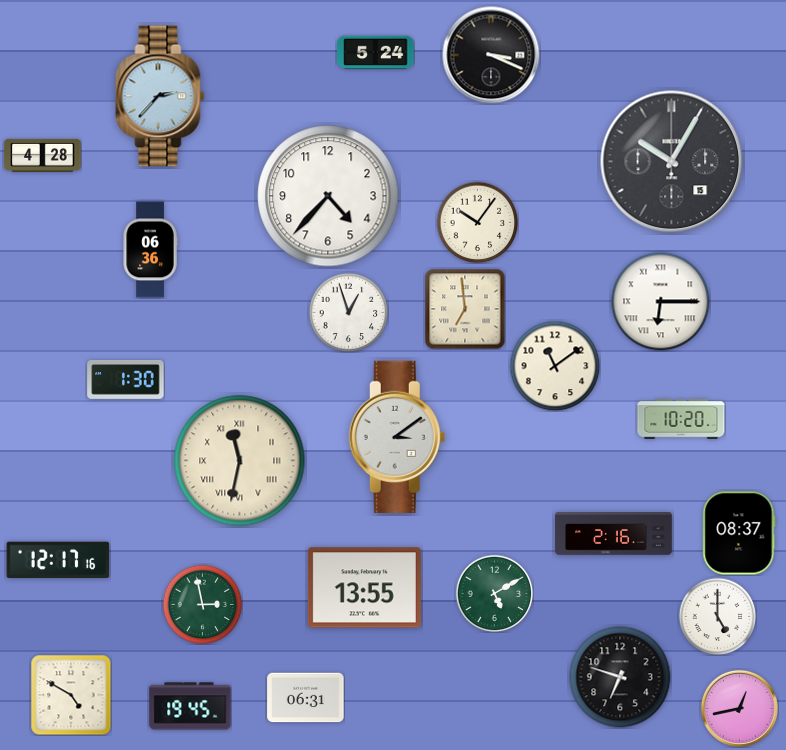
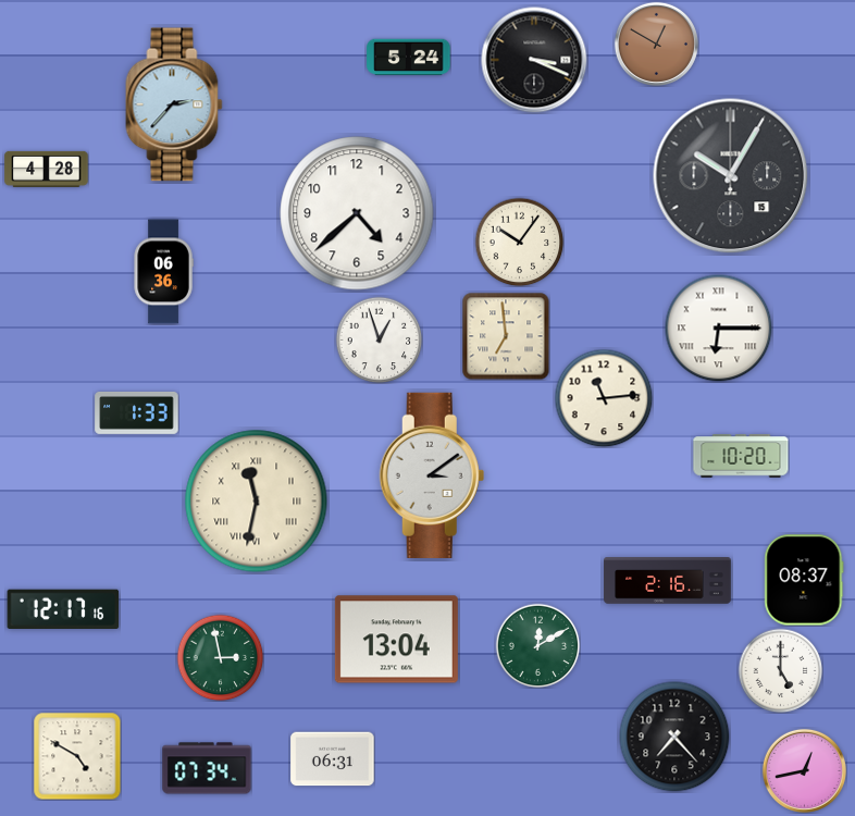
clock at (656, 44): none -> 12:50
clock at (328, 196): 4:37 -> 4:38
clock at (555, 366): 11:09 -> 11:14
clock at (126, 380): 1:30 -> 1:33
clock at (240, 461) position: (240, 461) -> (257, 502)
clock at (364, 588): 13:55 -> 13:04
clock at (494, 593): 5:10 -> 12:10
clock at (620, 677): 6:48 -> 7:23
clock at (190, 706): 19:45 -> 07:34
